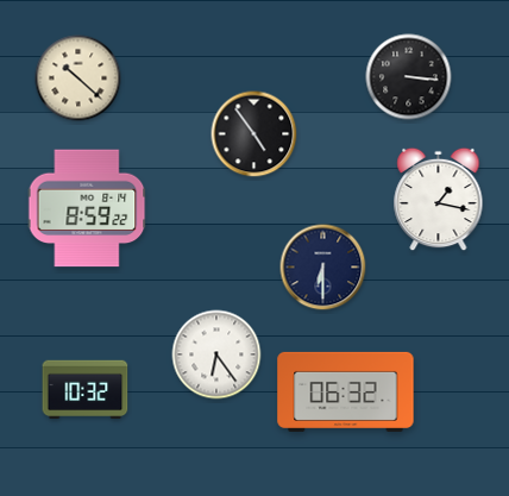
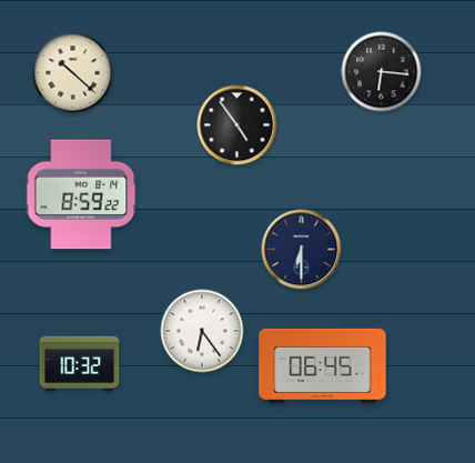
clock at (409, 77): 3:16 -> 6:16
clock at (439, 200): 1:17 -> none
clock at (346, 391): 06:32 -> 06:45
